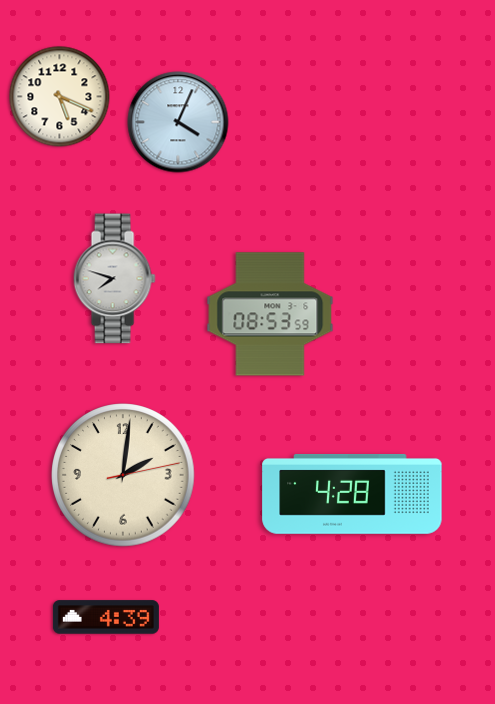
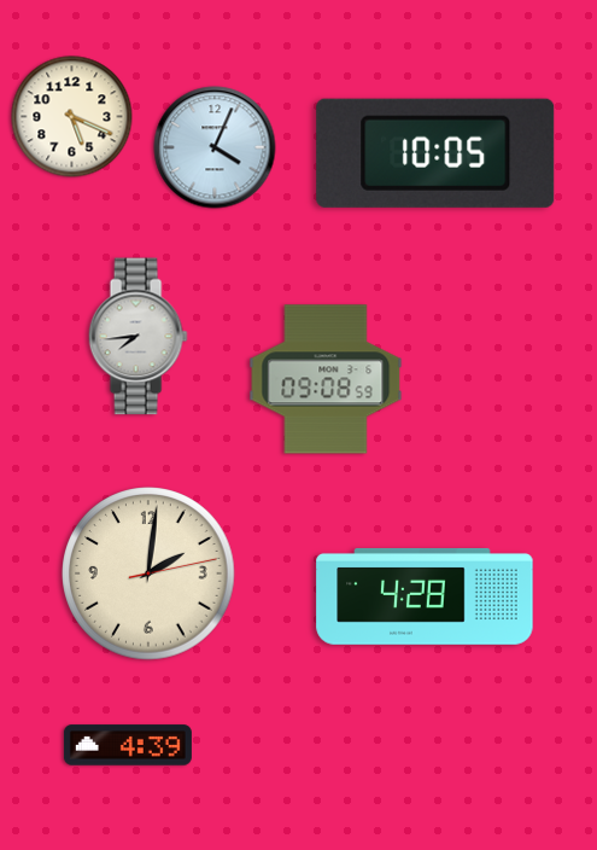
clock at (435, 153): none -> 10:05
clock at (114, 279): 7:48 -> 7:44
clock at (270, 314): 08:53 -> 09:08
